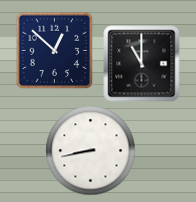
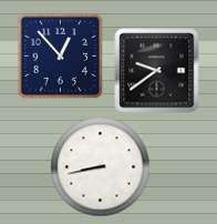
clock at (54, 50): 12:52 -> 12:53
clock at (142, 64): 11:00 -> 9:39
